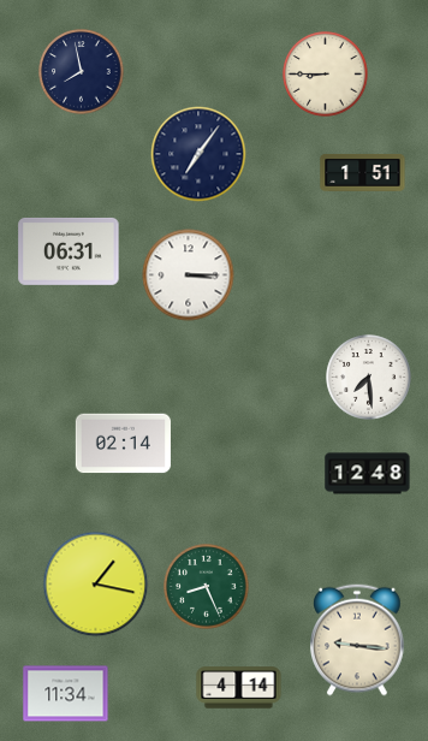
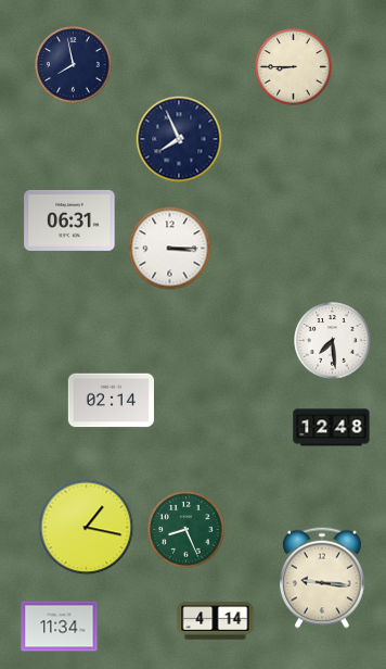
clock at (198, 154): 7:06 -> 7:56
clock at (363, 172): 1:51 -> none
clock at (69, 251) position: (69, 251) -> (69, 220)
